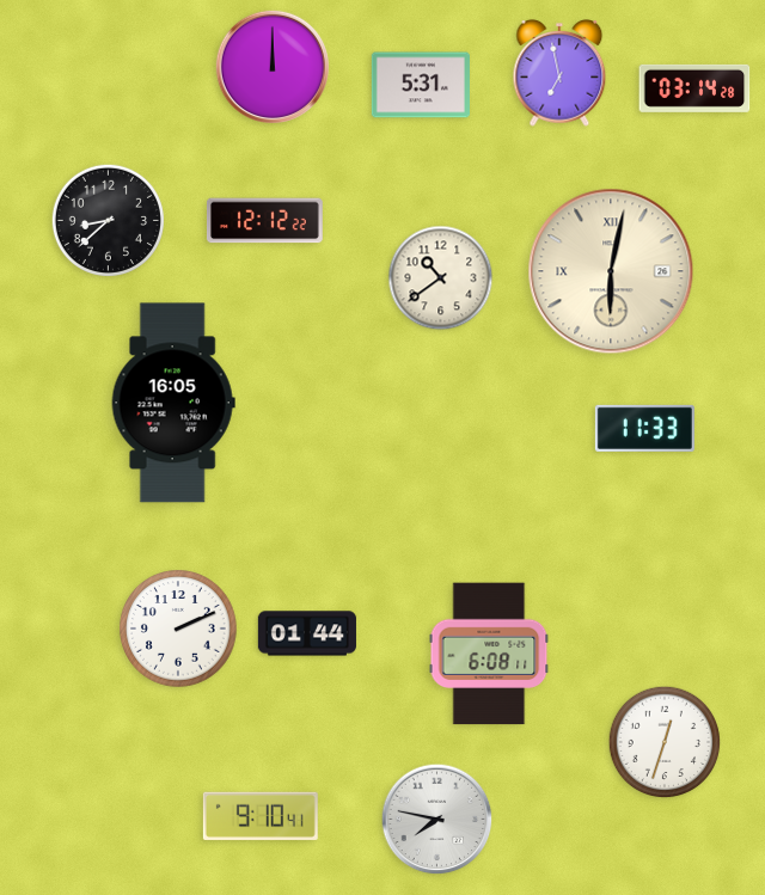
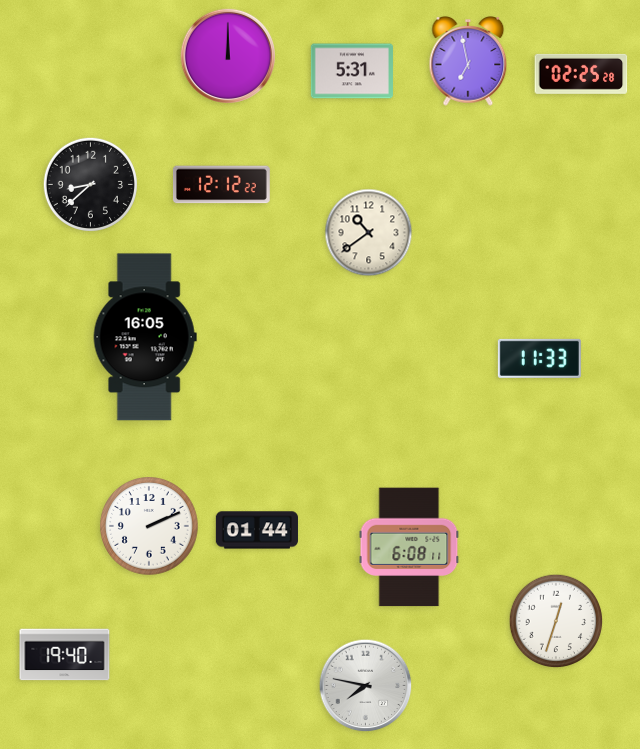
clock at (694, 88): 03:14 -> 02:25
clock at (611, 271): 6:02 -> none
clock at (65, 655): none -> 19:40
clock at (261, 816): 9:10 -> none
